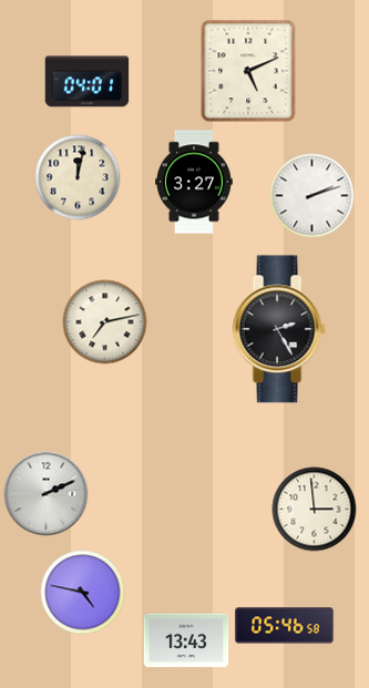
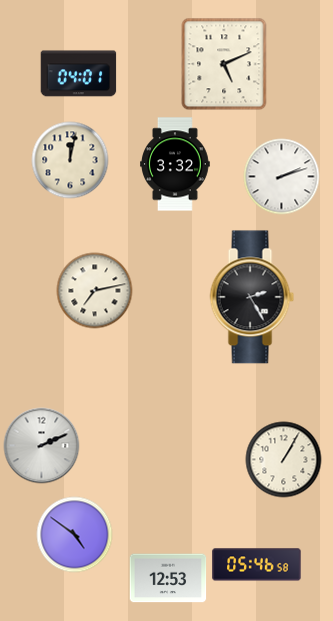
clock at (195, 182): 3:27 -> 3:32
clock at (315, 510): 2:59 -> 1:05
clock at (83, 593): 4:47 -> 4:51
clock at (186, 640): 13:43 -> 12:53
